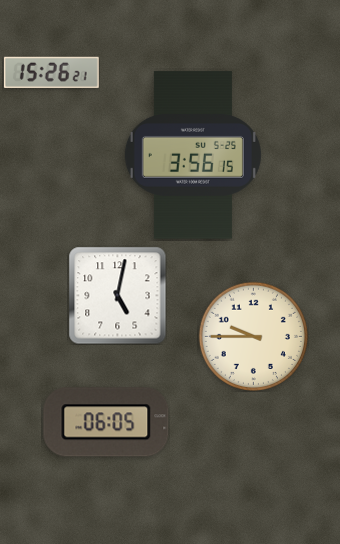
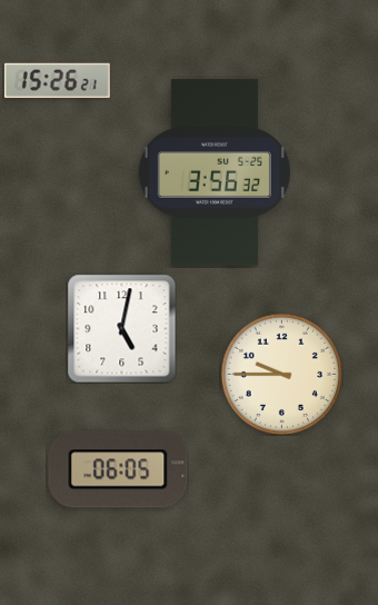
clock at (193, 155): 3:56:15 -> 3:56:32
clock at (117, 295) position: (117, 295) -> (121, 328)
